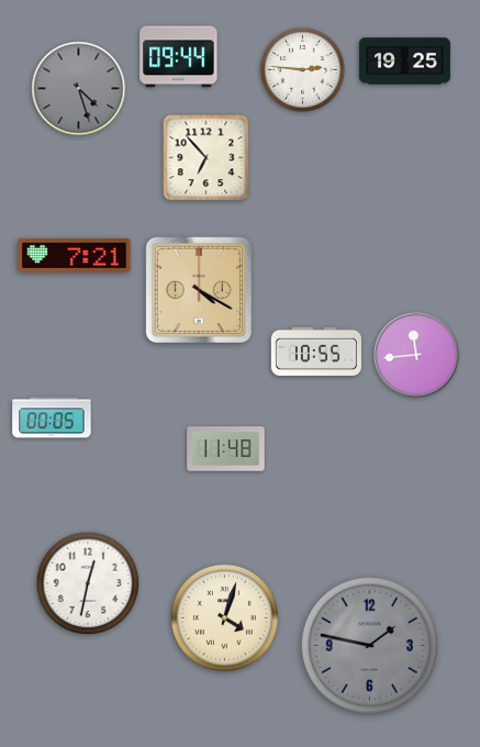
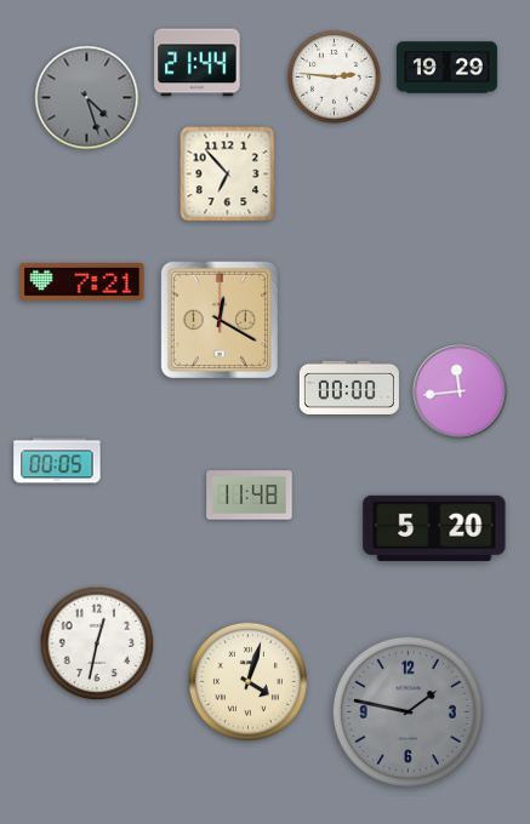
clock at (179, 57): 09:44 -> 21:44
clock at (404, 62): 19:25 -> 19:29
clock at (199, 290): 4:20 -> 12:20
clock at (316, 350): 10:55 -> 00:00
clock at (434, 528): none -> 5:20
